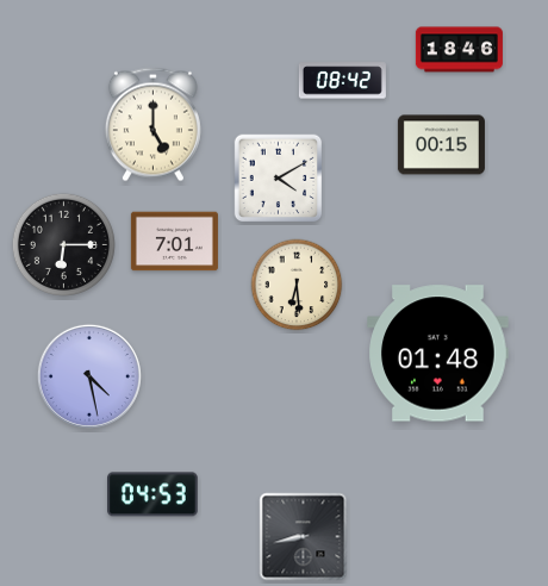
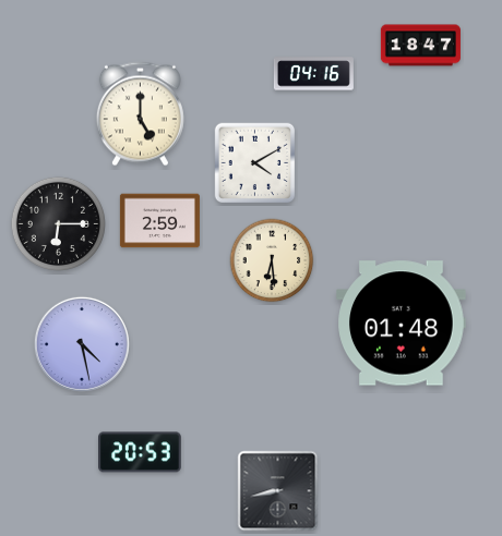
clock at (459, 50): 18:46 -> 18:47
clock at (342, 81): 08:42 -> 04:16
clock at (441, 145): 00:15 -> none
clock at (174, 242): 7:01 -> 2:59
clock at (154, 494): 04:53 -> 20:53
